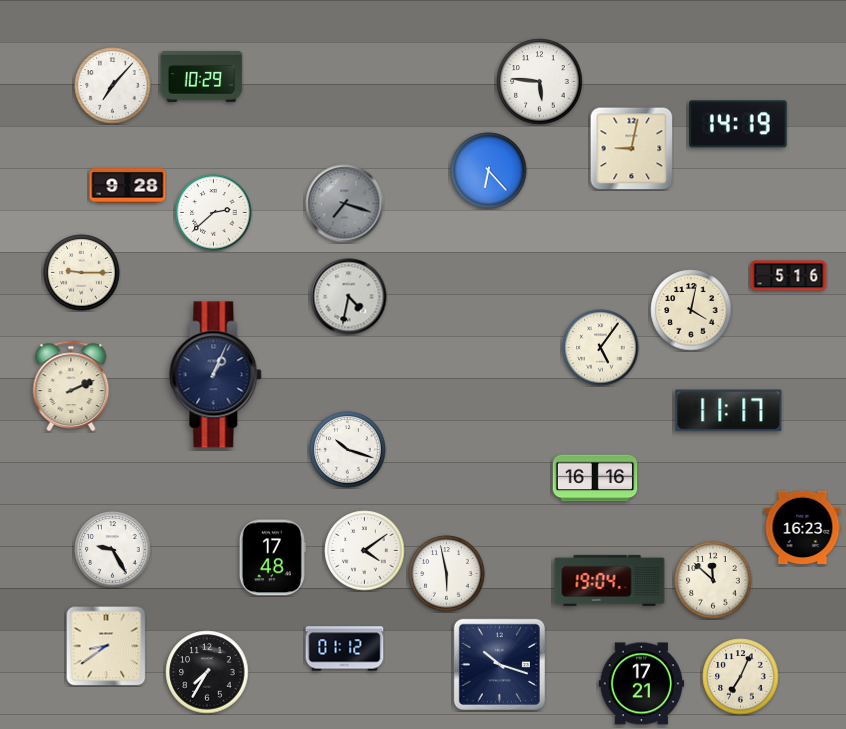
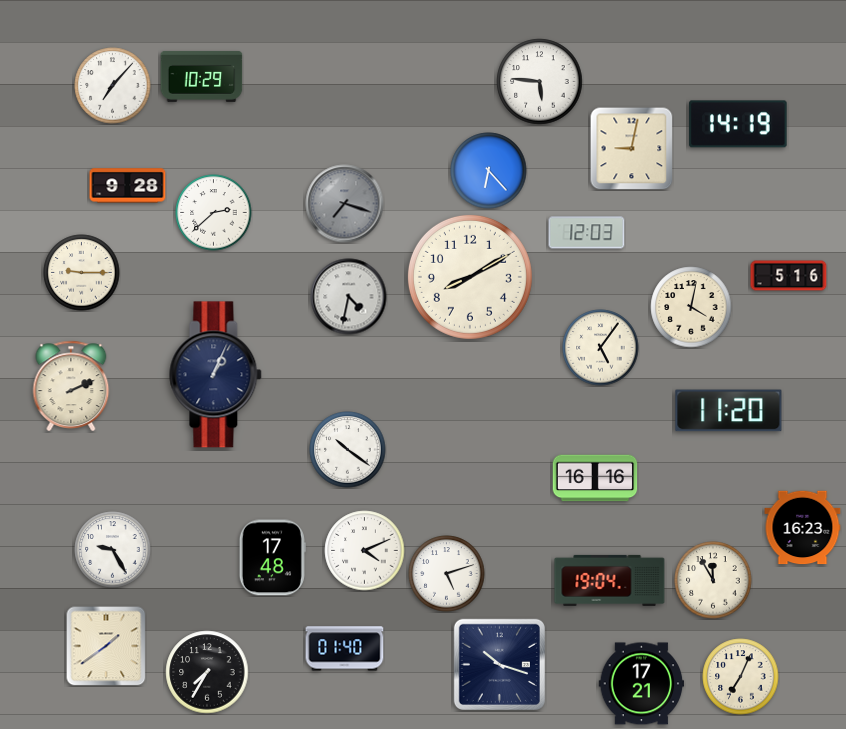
clock at (587, 233): none -> 12:03
clock at (470, 277): none -> 8:10
clock at (691, 310) position: (691, 310) -> (691, 307)
clock at (729, 411): 11:17 -> 11:20
clock at (348, 450): 10:18 -> 10:21
clock at (365, 551): 4:09 -> 4:11
clock at (447, 574): 5:58 -> 5:12
clock at (713, 580): 11:52 -> 11:55
clock at (106, 646): 8:39 -> 1:39
clock at (345, 649): 01:12 -> 01:40
